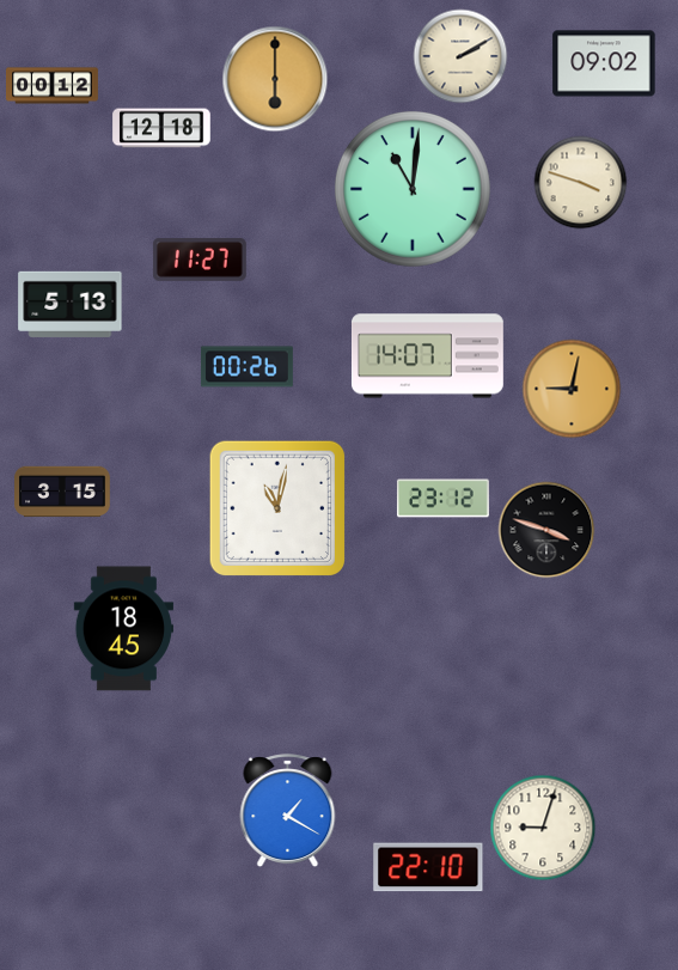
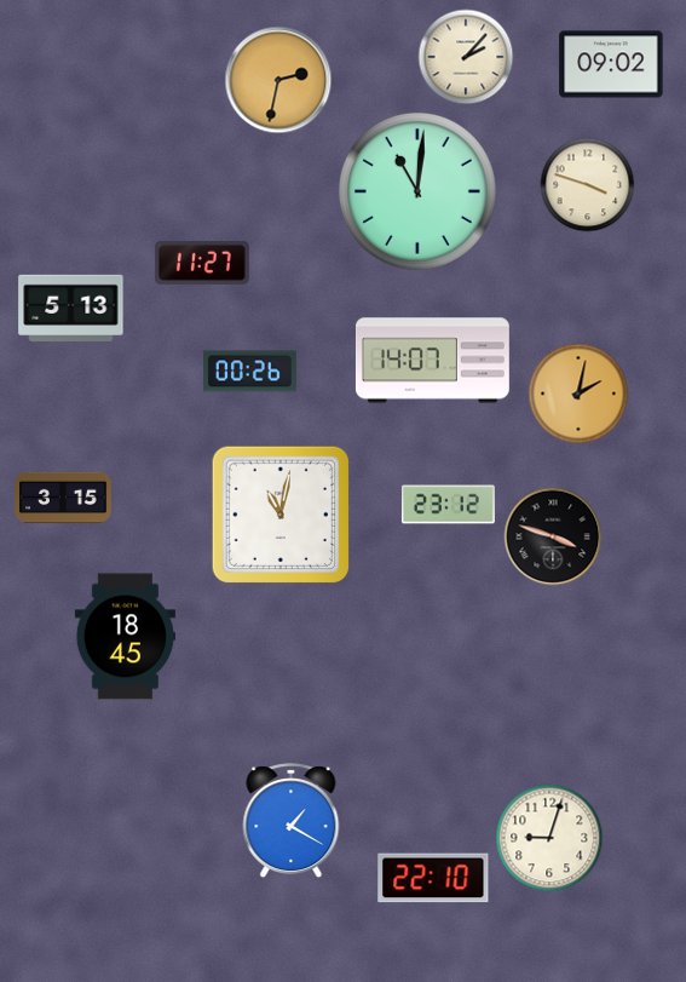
clock at (460, 56): 2:10 -> 2:07
clock at (275, 79): 6:00 -> 2:32
clock at (53, 86): 00:12 -> none
clock at (161, 128): 12:18 -> none
clock at (572, 389): 9:02 -> 2:02
